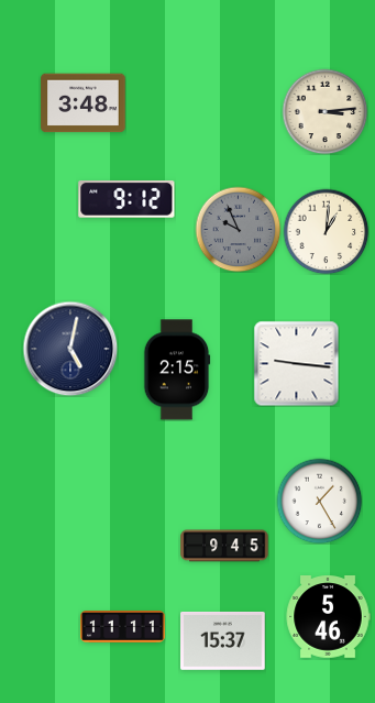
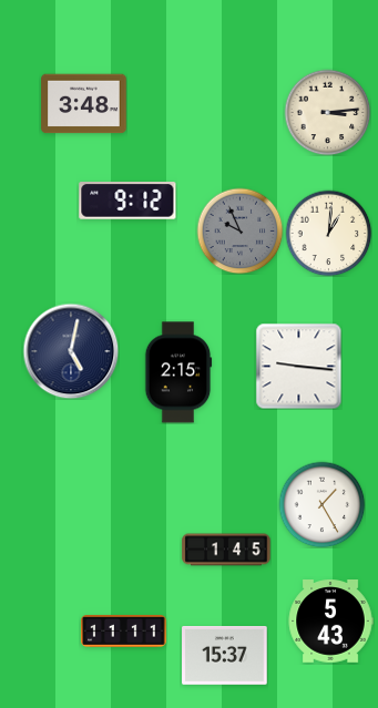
clock at (224, 546): 9:45 -> 1:45
clock at (328, 617): 5:46 -> 5:43
clock at (223, 641) position: (223, 641) -> (225, 656)
